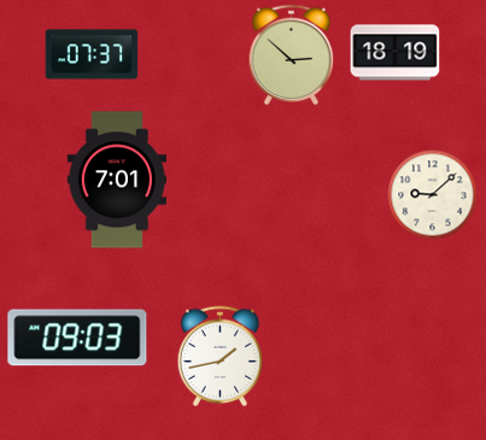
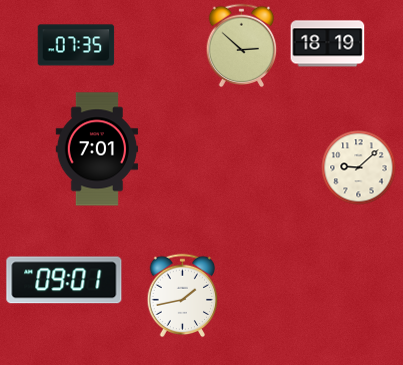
clock at (92, 54): 07:37 -> 07:35
clock at (433, 195) position: (433, 195) -> (359, 168)
clock at (77, 338): 09:03 -> 09:01
